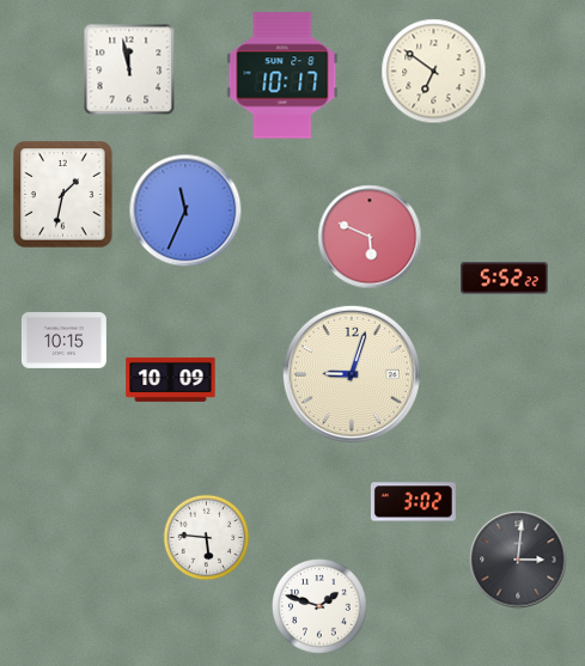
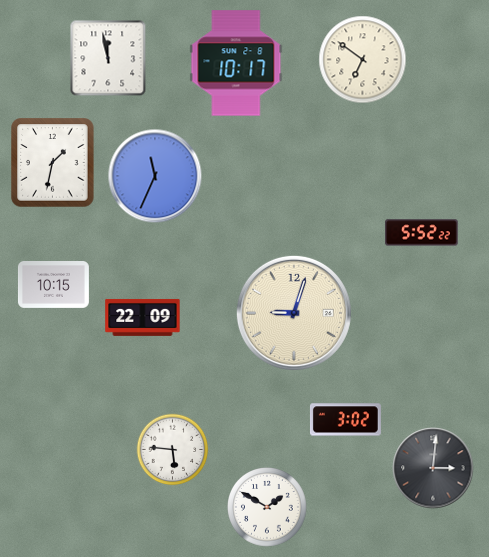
clock at (370, 237): 5:49 -> none
clock at (171, 379): 10:09 -> 22:09
clock at (319, 606): 1:48 -> 1:50
